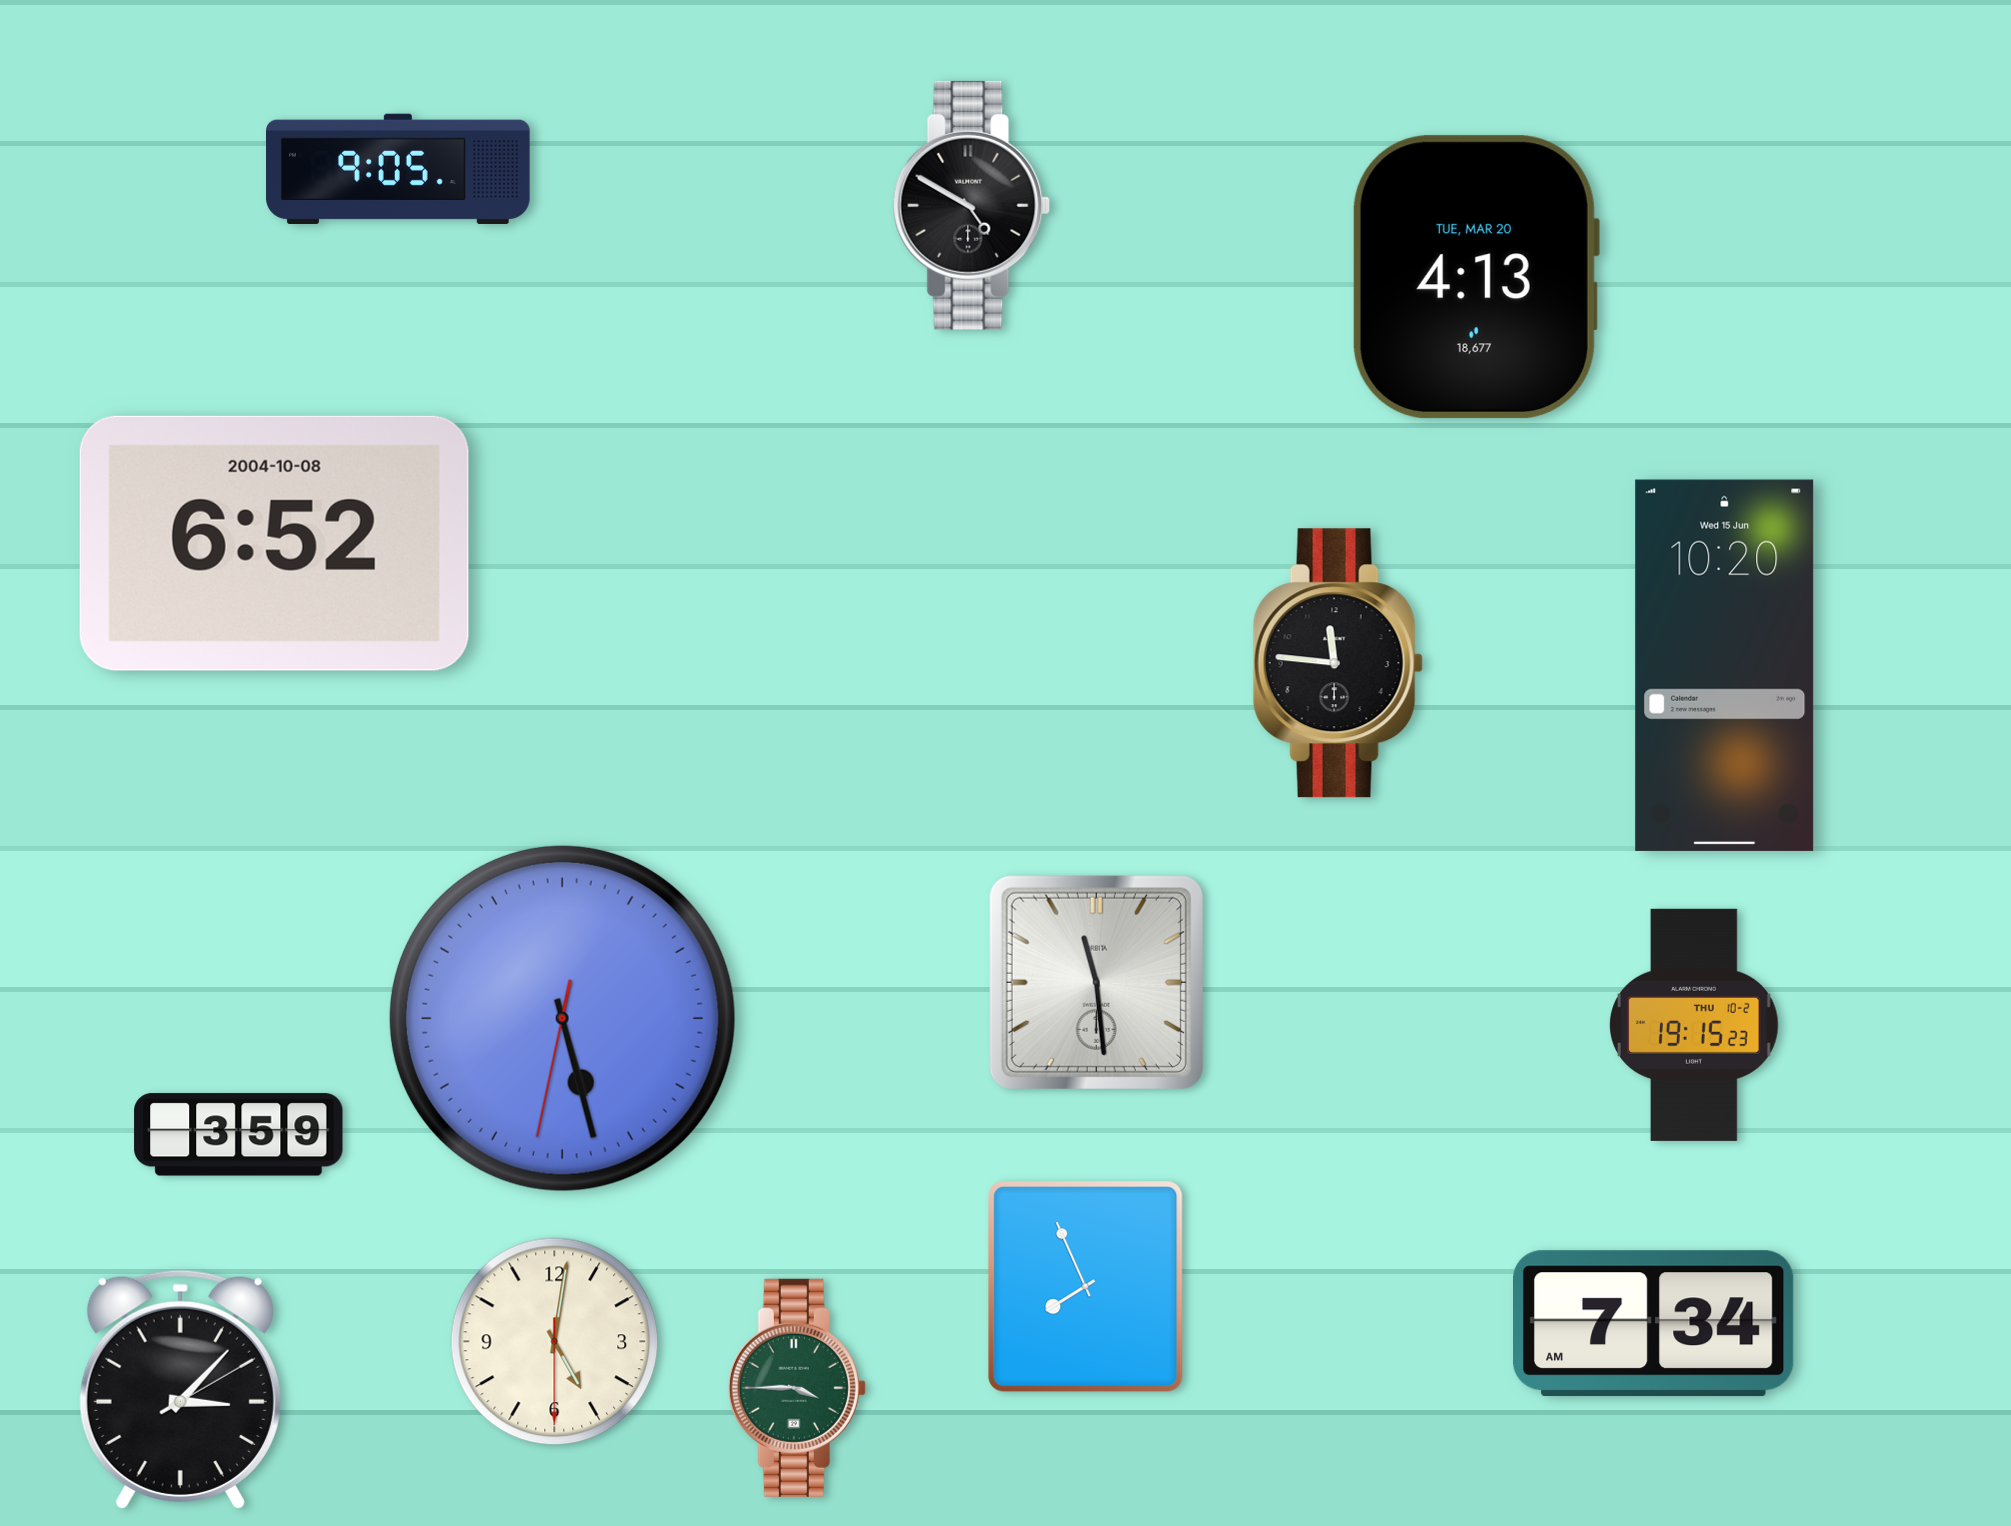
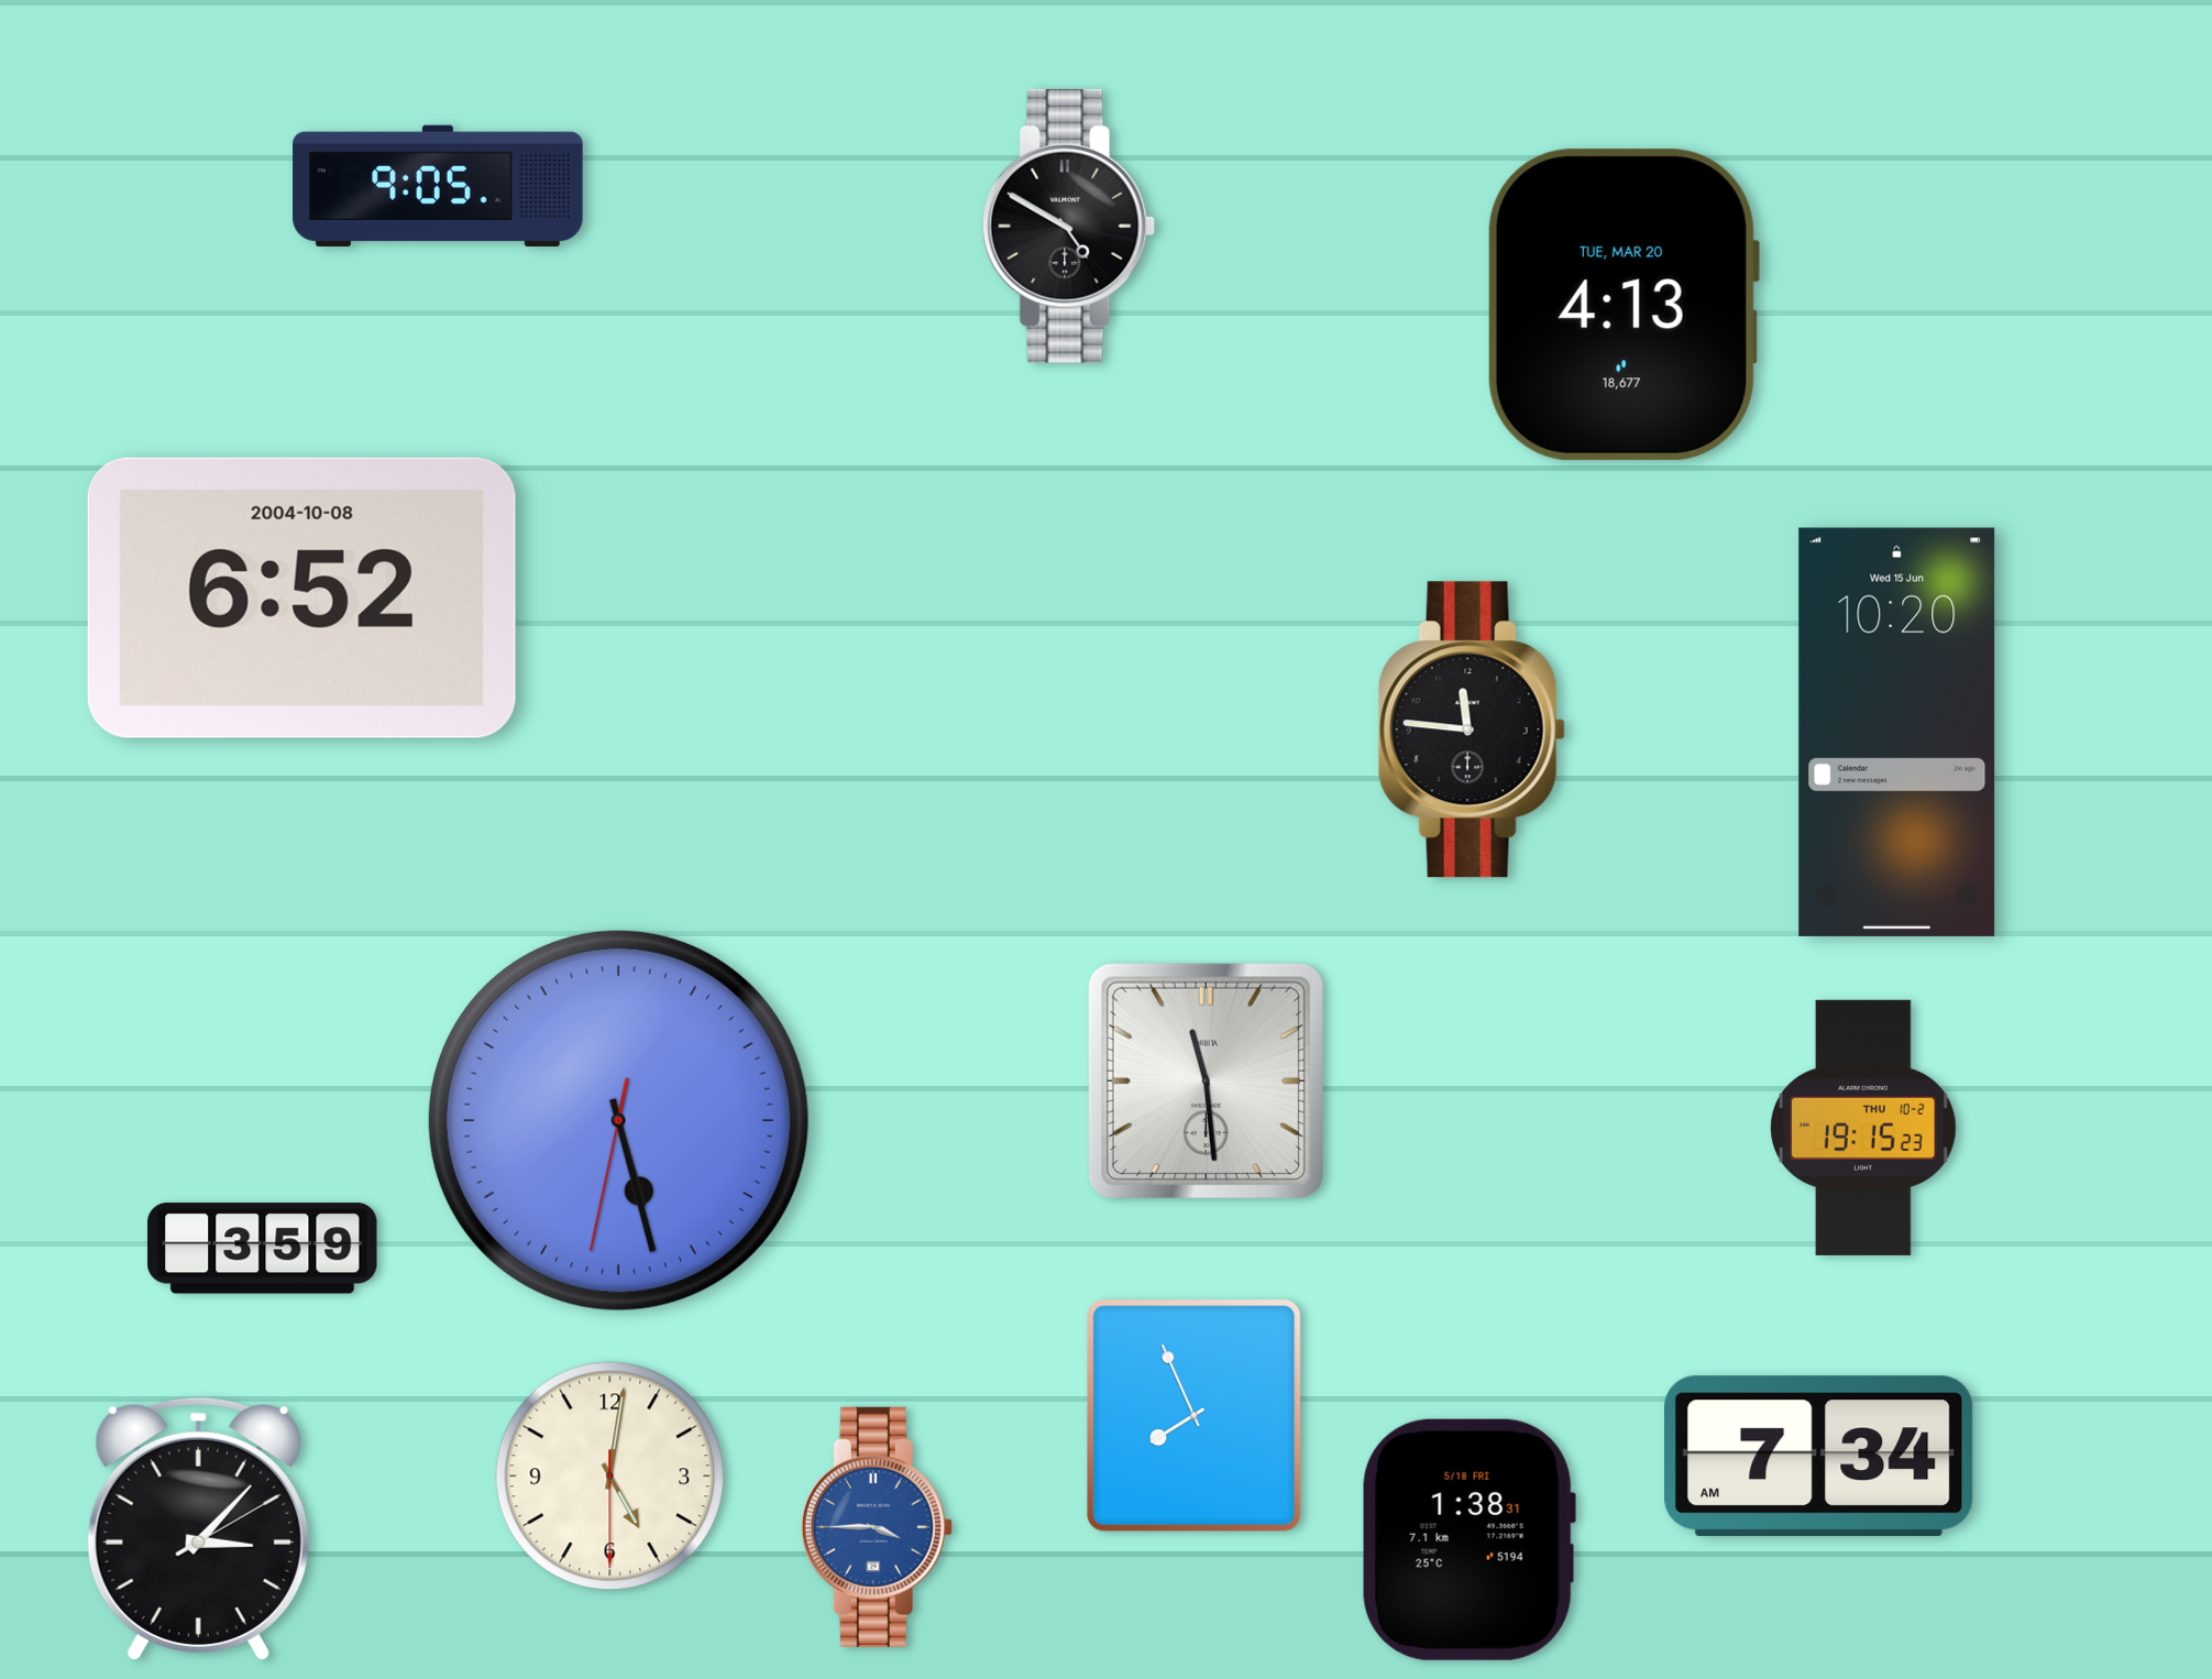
clock at (797, 1388) dial: green -> blue
clock at (1468, 1539): none -> 1:38
